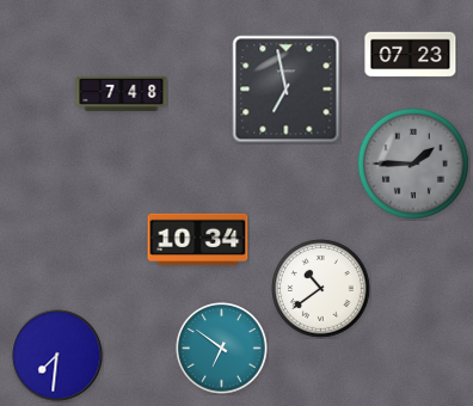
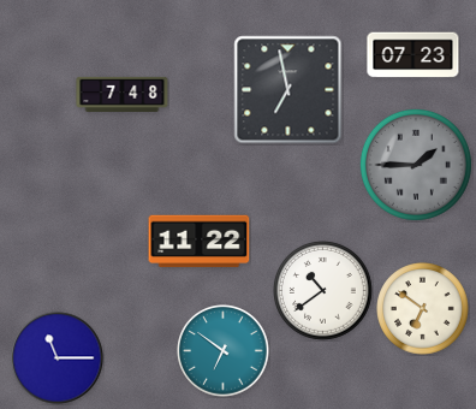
clock at (198, 240): 10:34 -> 11:22
clock at (423, 309): none -> 6:51
clock at (57, 356): 7:31 -> 11:15
